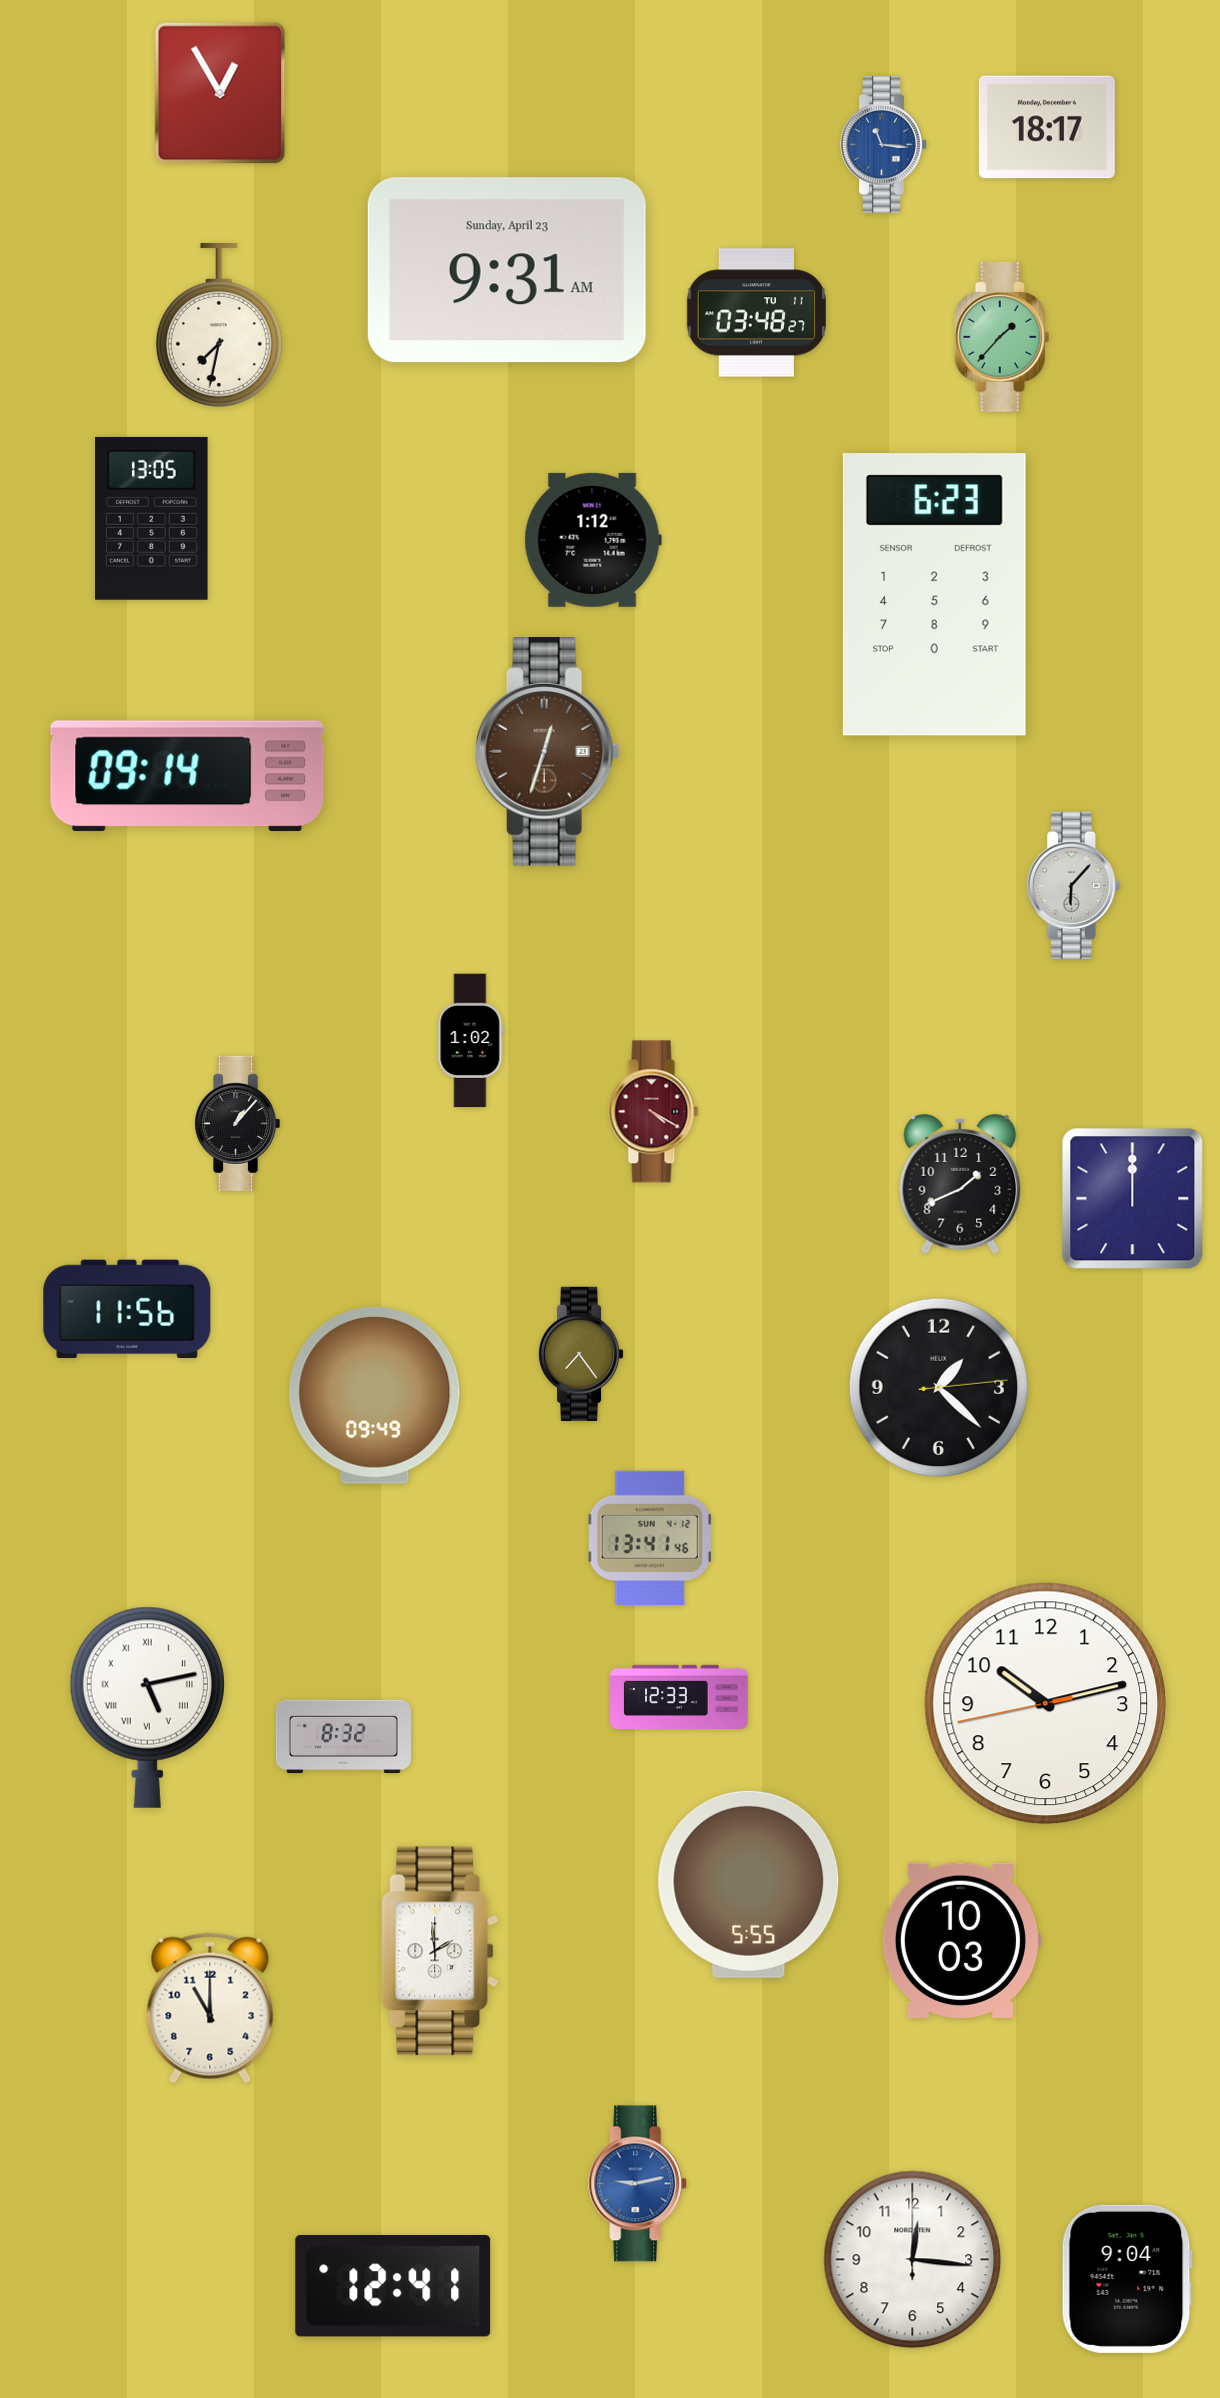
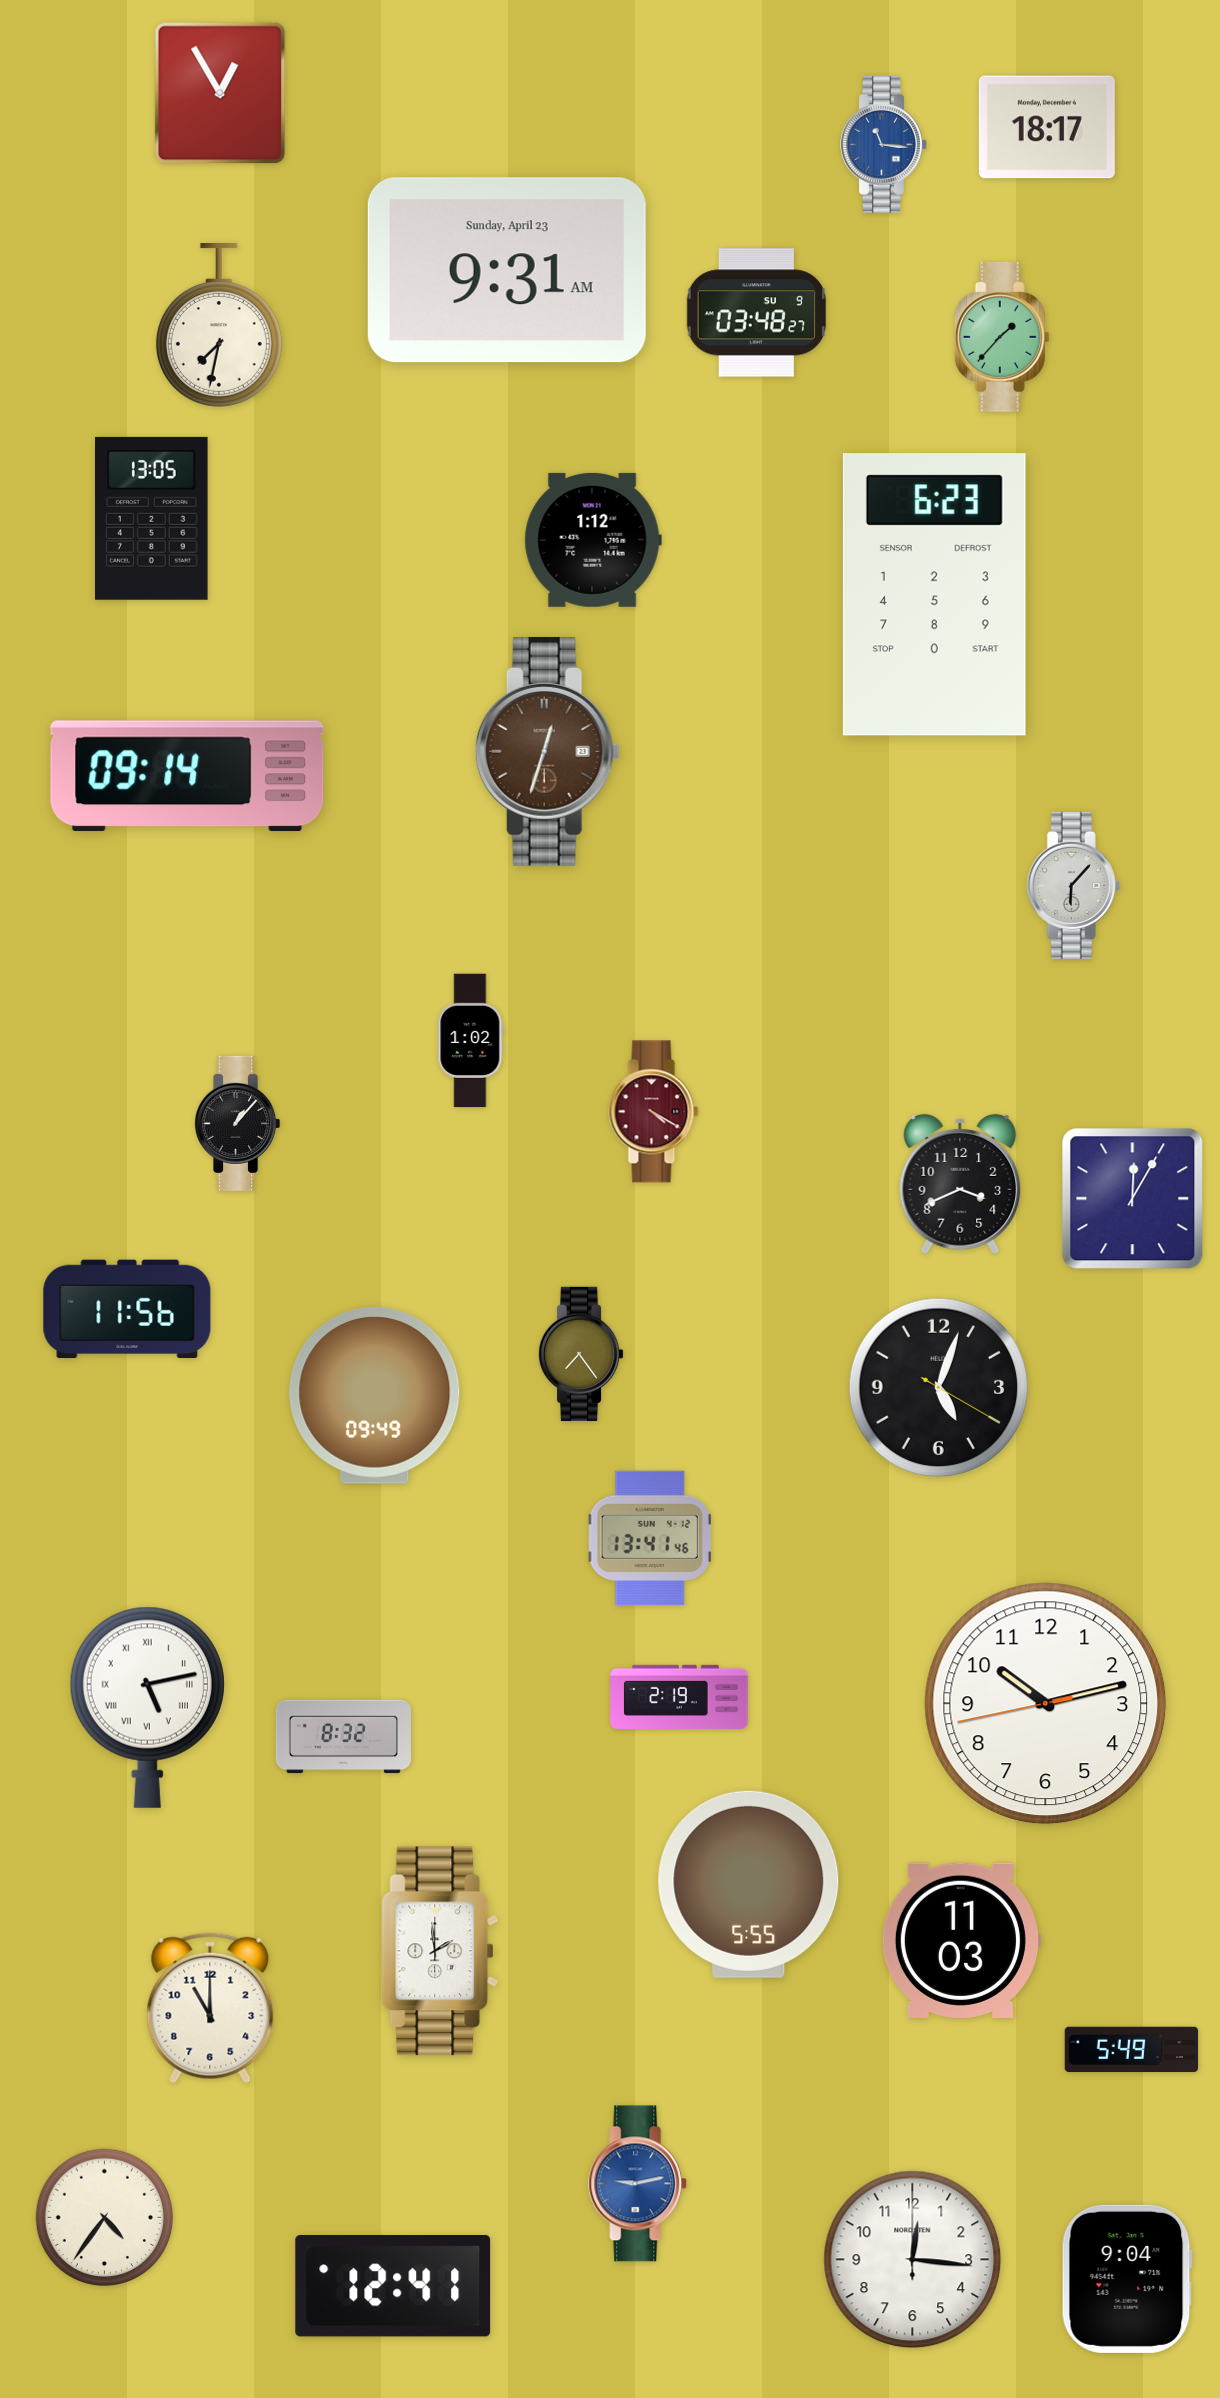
clock at (756, 313) date: TU 11 -> SU 9
clock at (960, 1184): 1:41 -> 3:41
clock at (1133, 1199): 12:00 -> 12:05
clock at (939, 1388): 1:22 -> 5:03
clock at (679, 1697): 12:33 -> 2:19
clock at (961, 1940): 10:03 -> 11:03
clock at (1132, 2050): none -> 5:49
clock at (104, 2217): none -> 4:36
